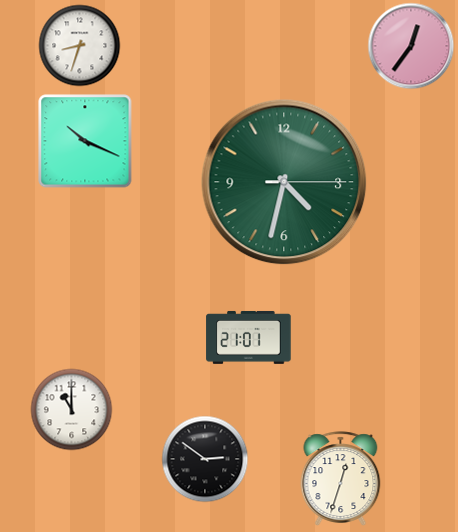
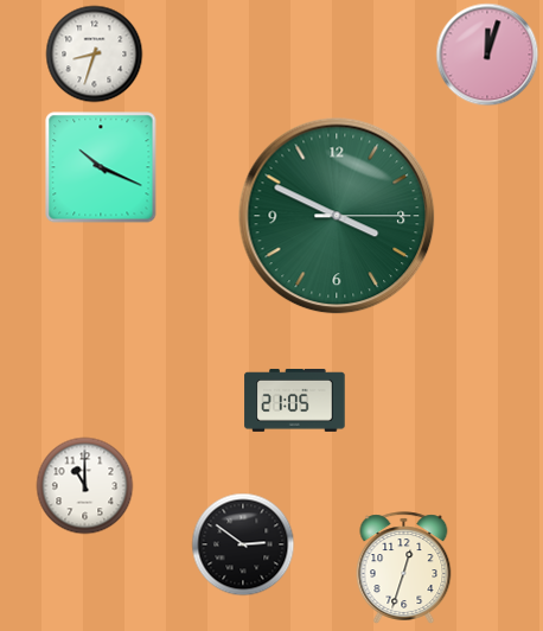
clock at (411, 46): 12:36 -> 12:03
clock at (284, 182): 4:32 -> 3:49
clock at (249, 337): 21:01 -> 21:05
